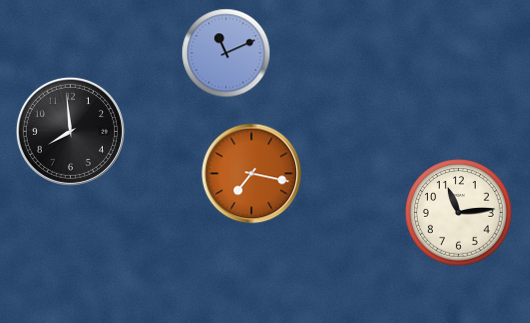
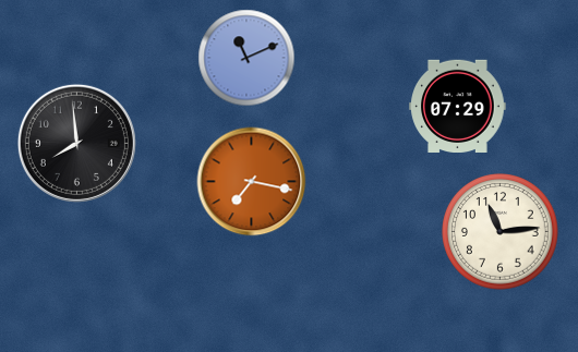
clock at (458, 106): none -> 07:29
clock at (252, 174) position: (252, 174) -> (252, 182)
